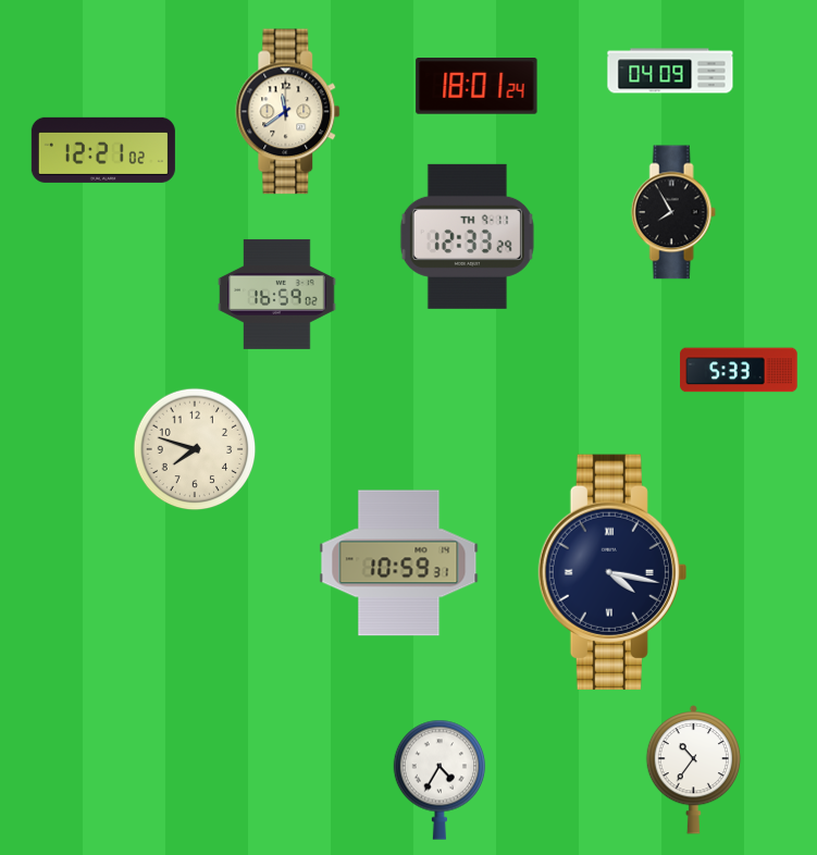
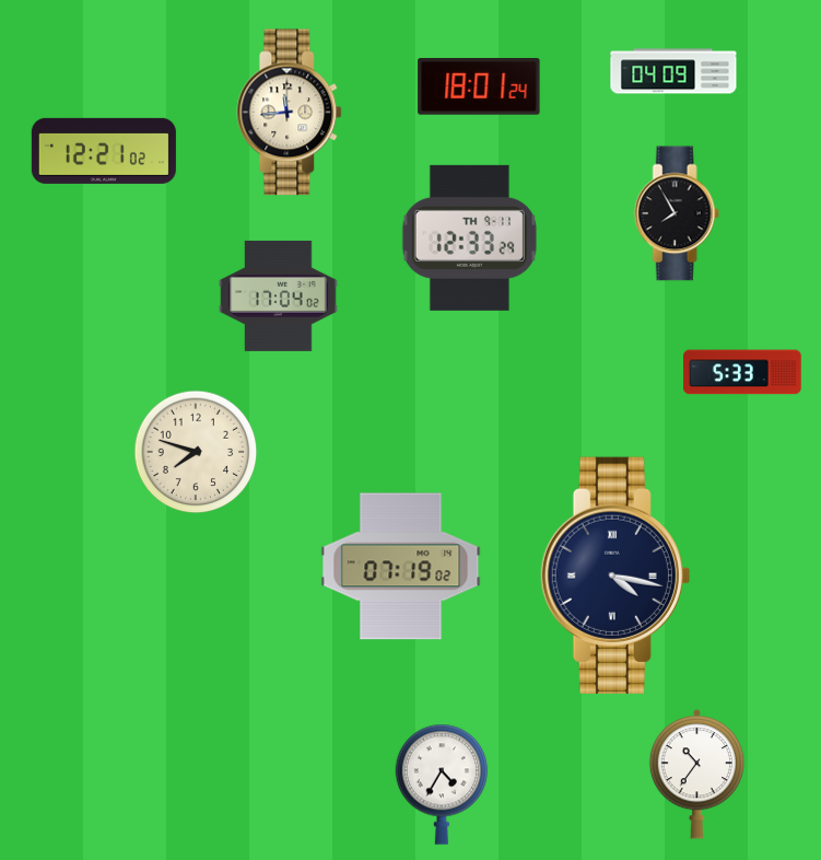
clock at (288, 112): 11:39 -> 11:44
clock at (277, 294): 16:59 -> 17:04
clock at (399, 563): 10:59 -> 07:19
